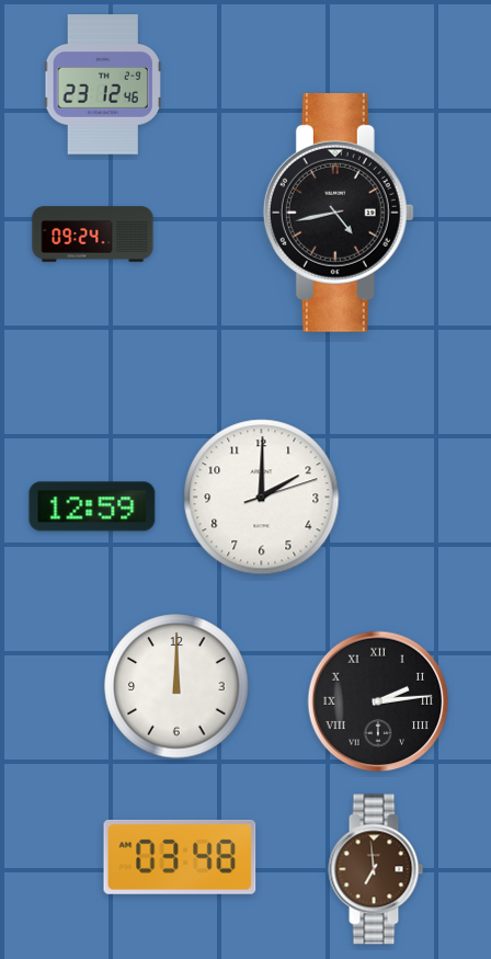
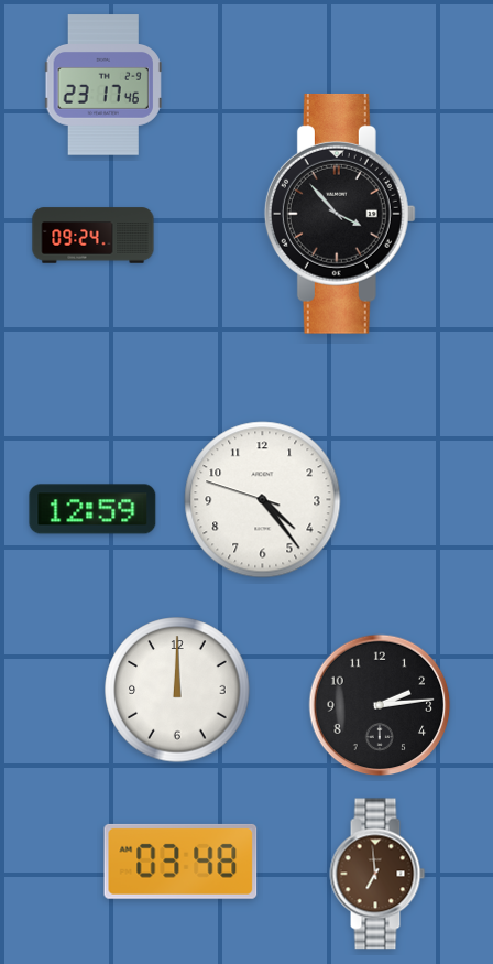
clock at (103, 84): 23:12 -> 23:17
clock at (339, 213): 4:43 -> 3:53
clock at (262, 498): 2:00 -> 4:23
clock at (378, 701) numerals: Roman -> Arabic
